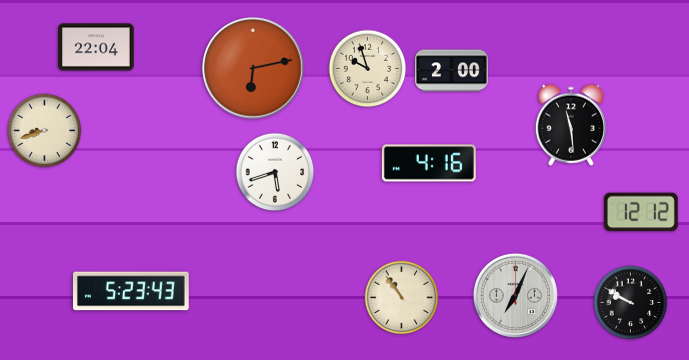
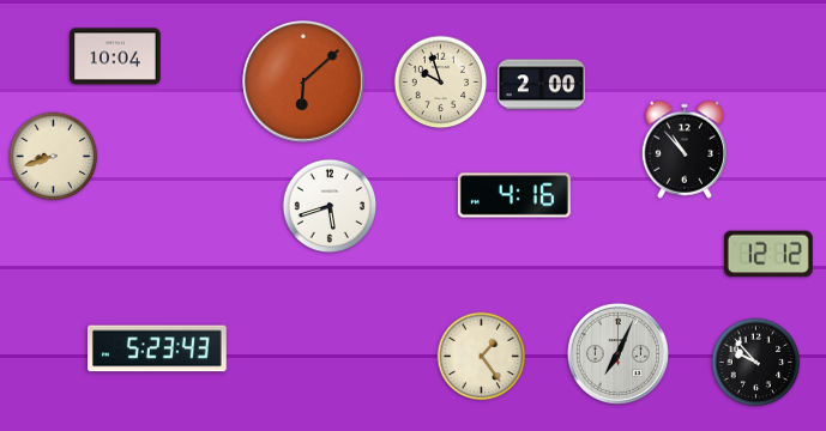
clock at (96, 47): 22:04 -> 10:04
clock at (254, 69): 6:13 -> 6:08
clock at (571, 125): 11:29 -> 10:53
clock at (402, 298): 10:54 -> 1:24
clock at (631, 303): 9:50 -> 9:53
